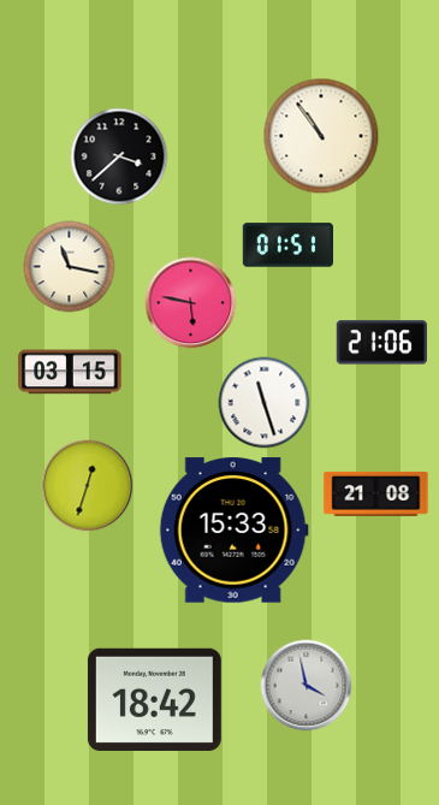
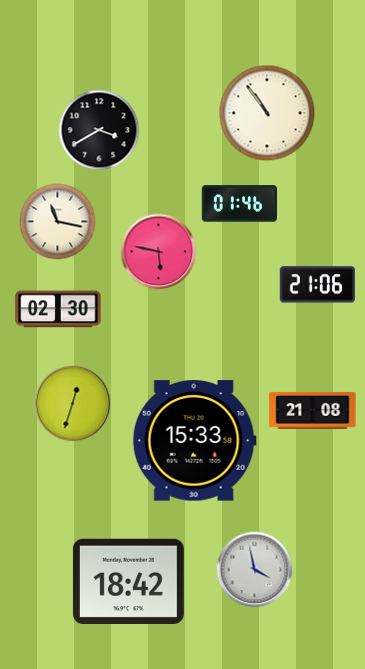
clock at (119, 156): 3:38 -> 3:40
clock at (287, 245): 01:51 -> 01:46
clock at (70, 372): 03:15 -> 02:30
clock at (265, 403): 11:27 -> none
